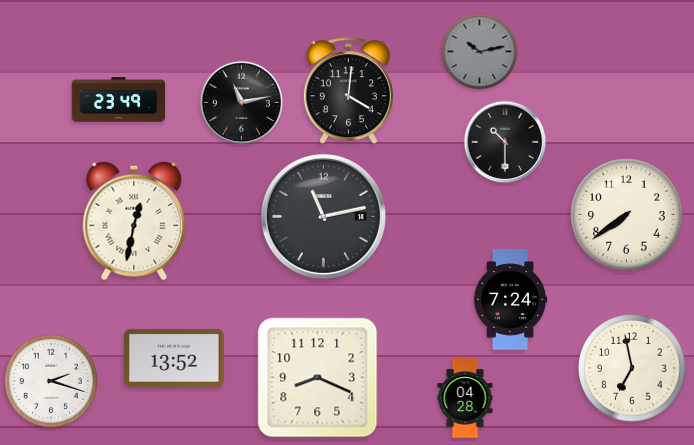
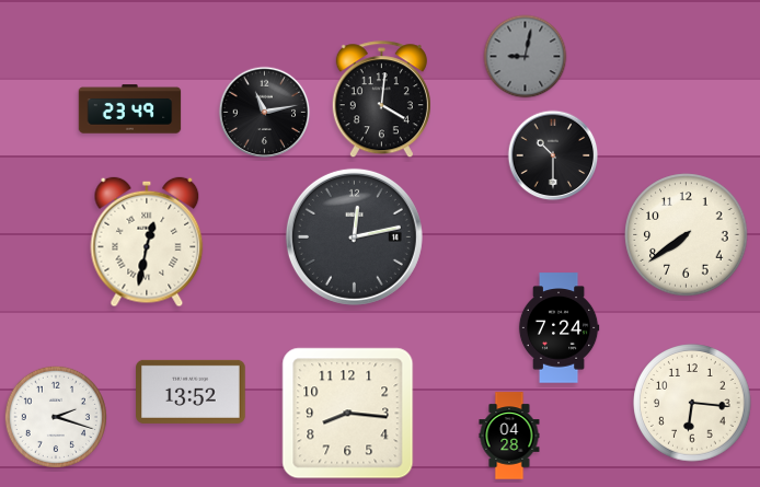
clock at (480, 52): 10:13 -> 9:02
clock at (323, 216): 11:13 -> 12:13
clock at (632, 368): 6:58 -> 6:16
clock at (318, 378): 8:19 -> 8:16
